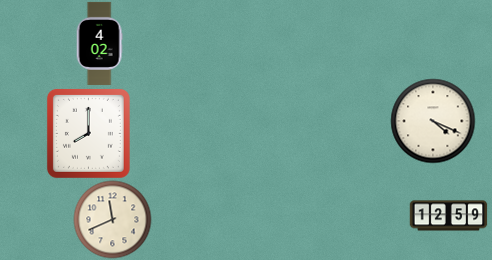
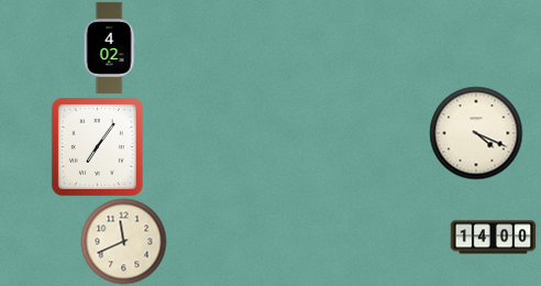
clock at (88, 133): 8:00 -> 7:06
clock at (448, 216): 12:59 -> 14:00
